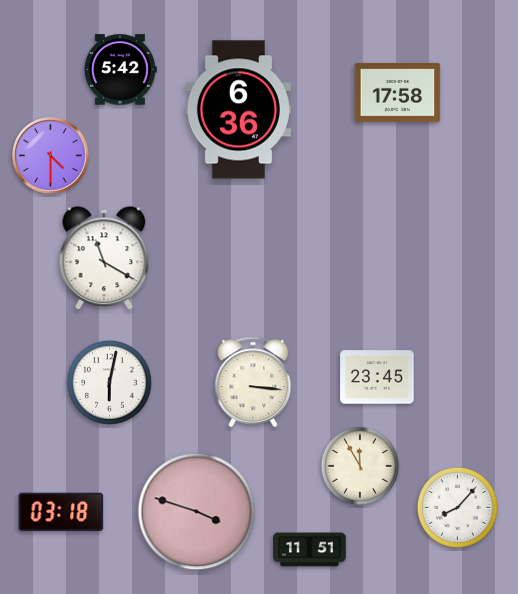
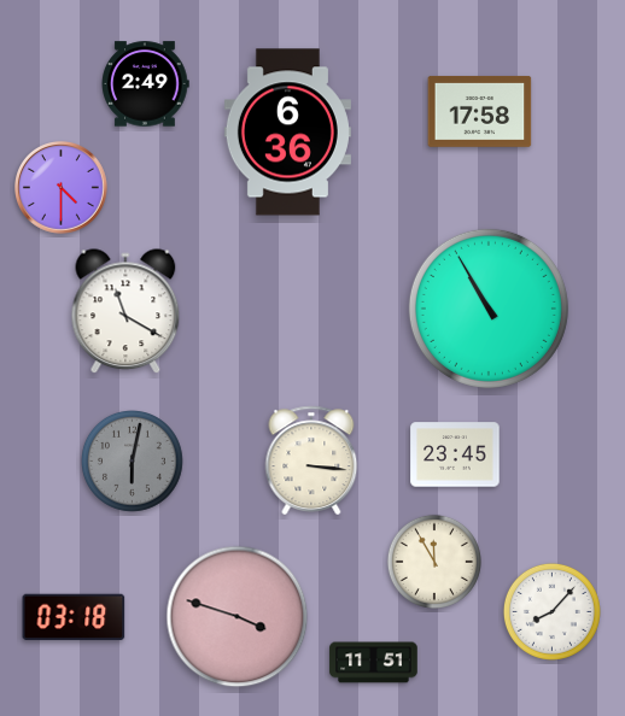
clock at (120, 70): 5:42 -> 2:49
clock at (489, 309): none -> 10:55
clock at (253, 381) position: (253, 381) -> (311, 459)
clock at (110, 383) dial: white -> grey
